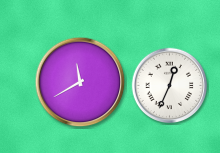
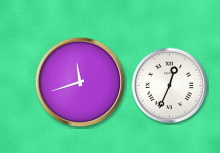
clock at (80, 82): 11:40 -> 11:42
